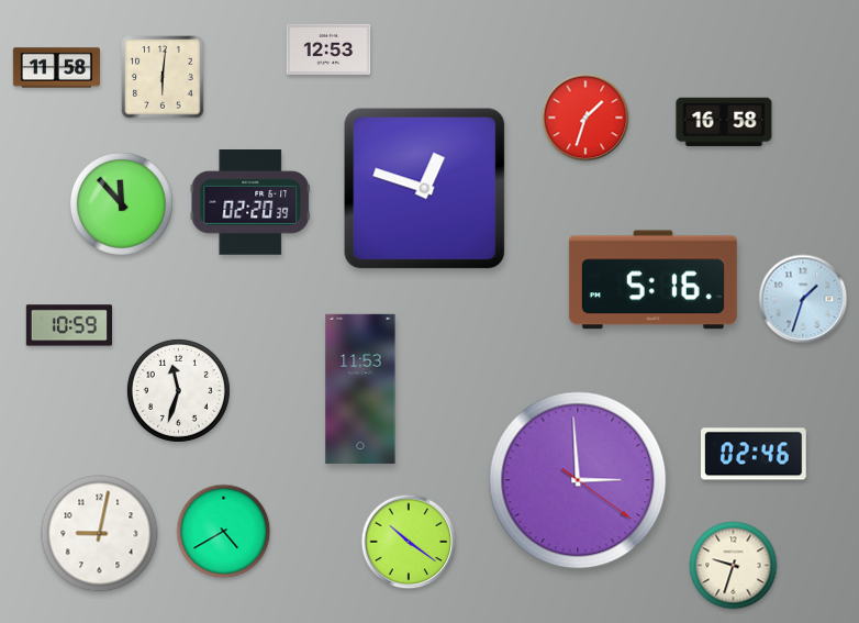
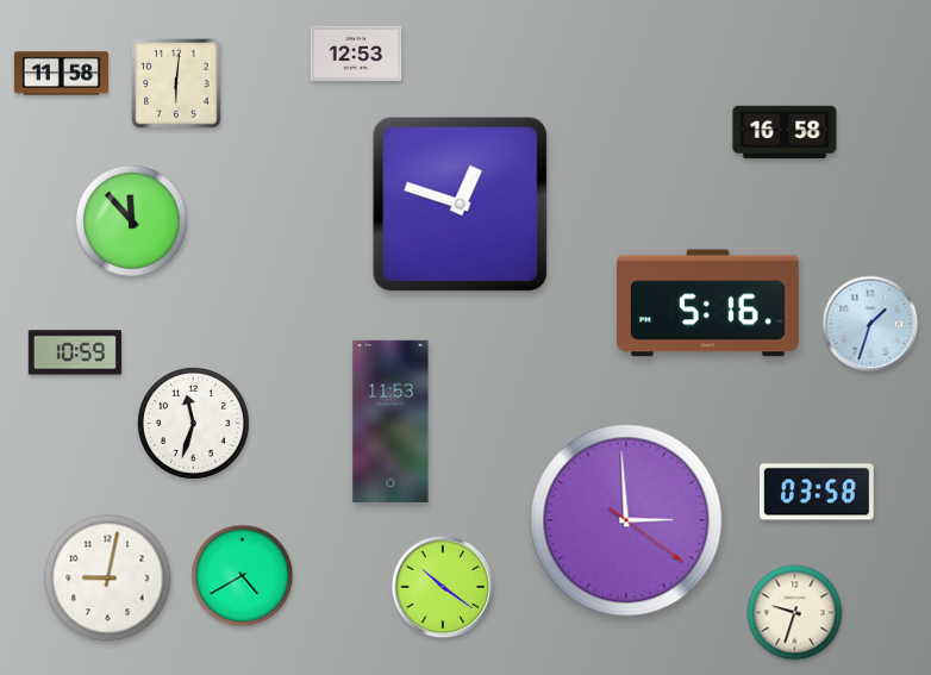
clock at (585, 118): 1:33 -> none
clock at (250, 203): 02:20 -> none
clock at (755, 454): 02:46 -> 03:58
